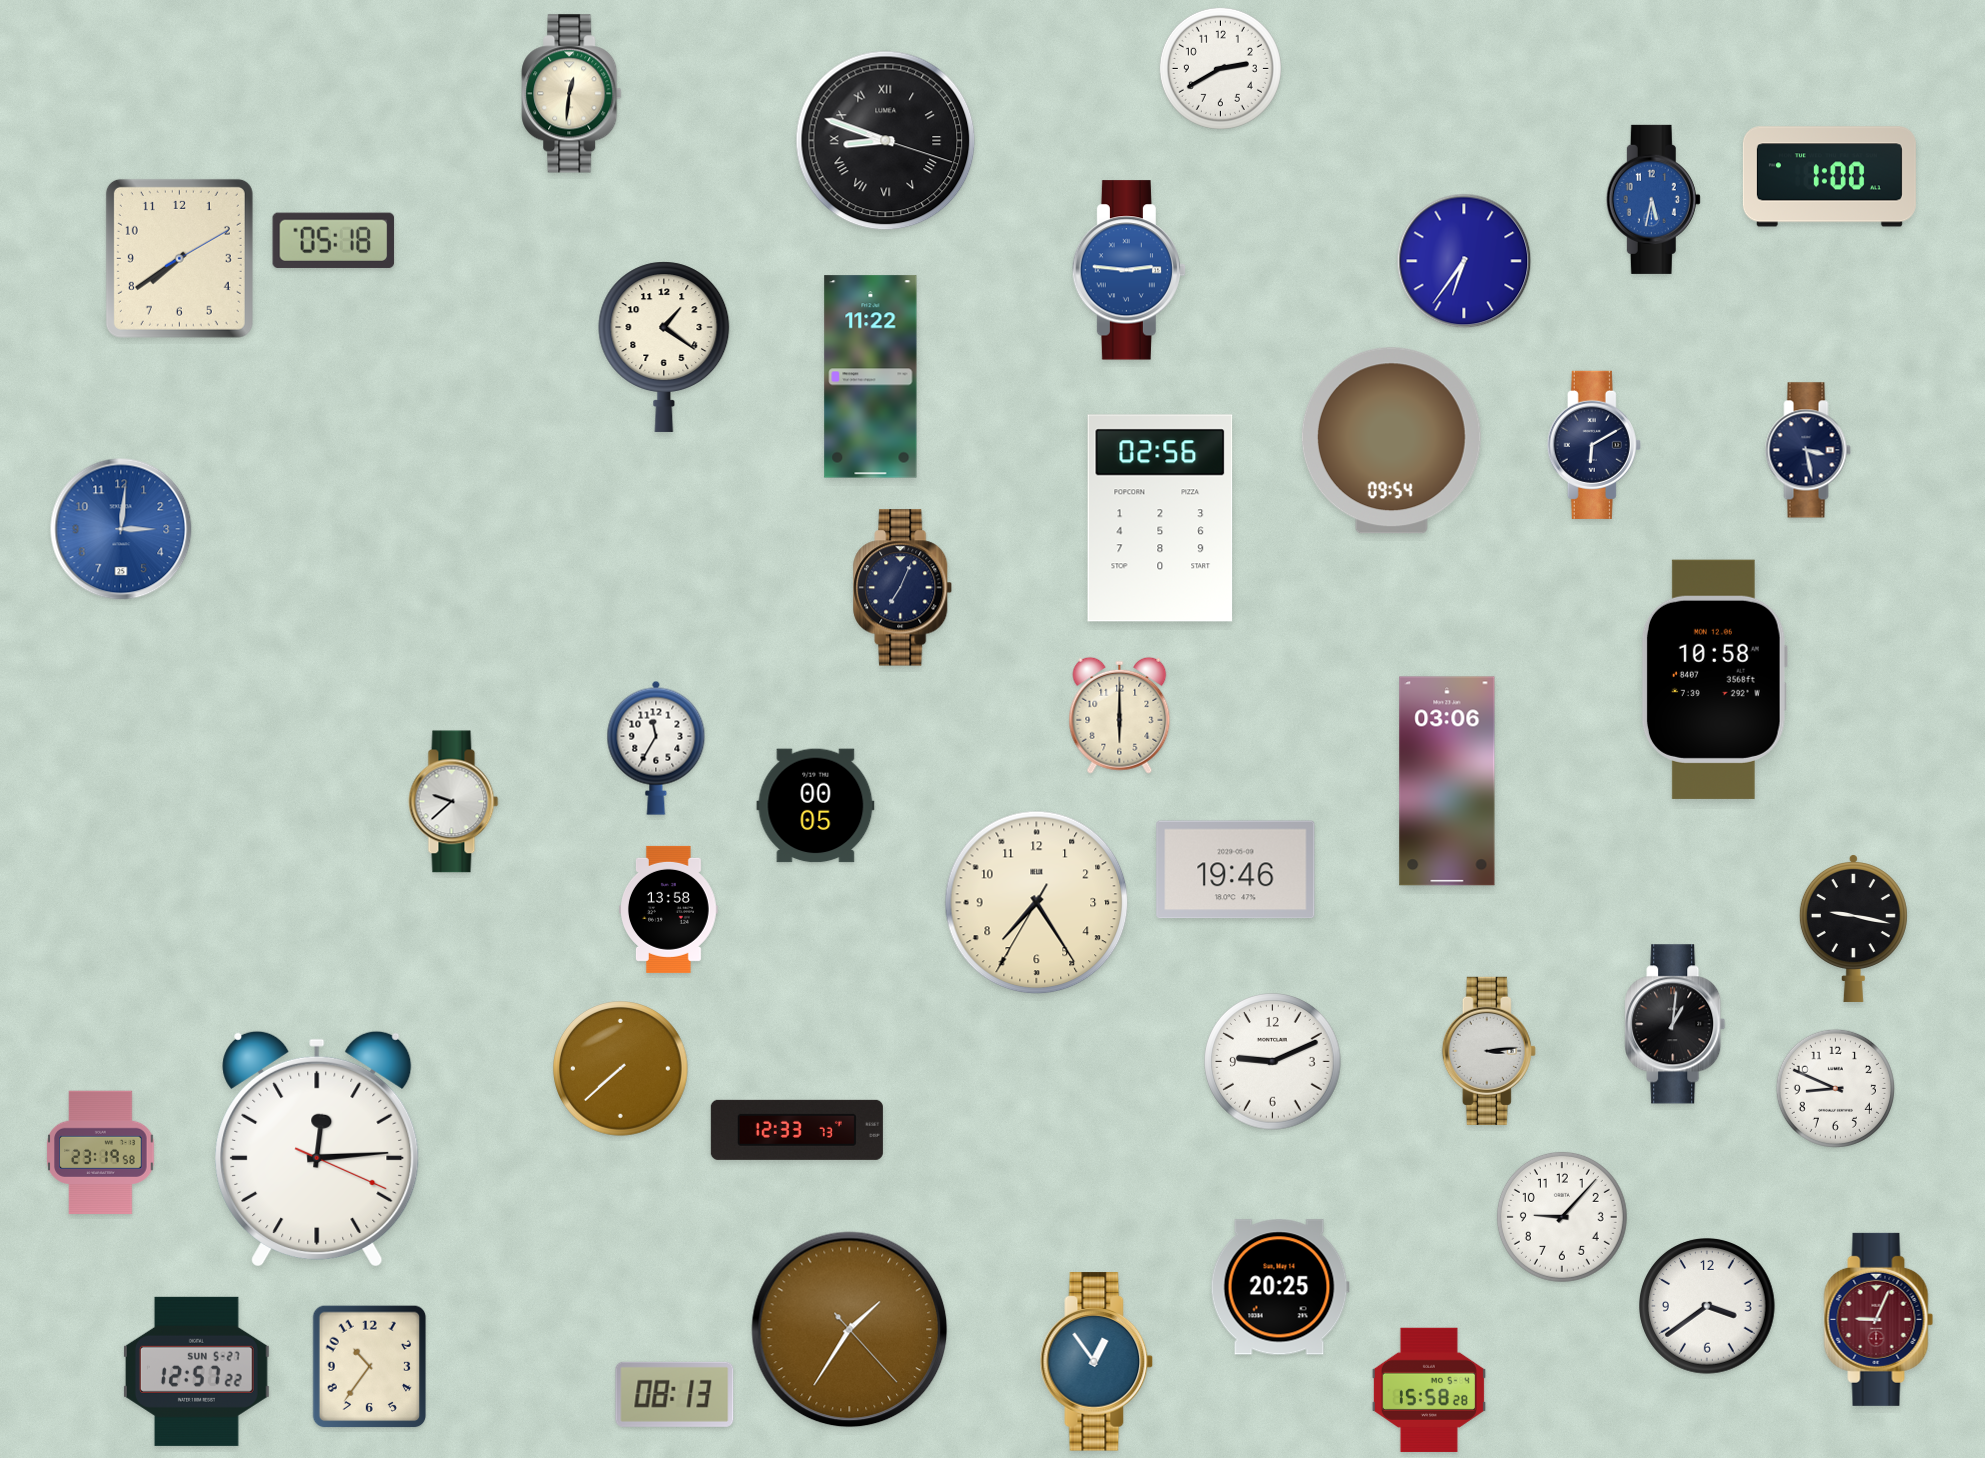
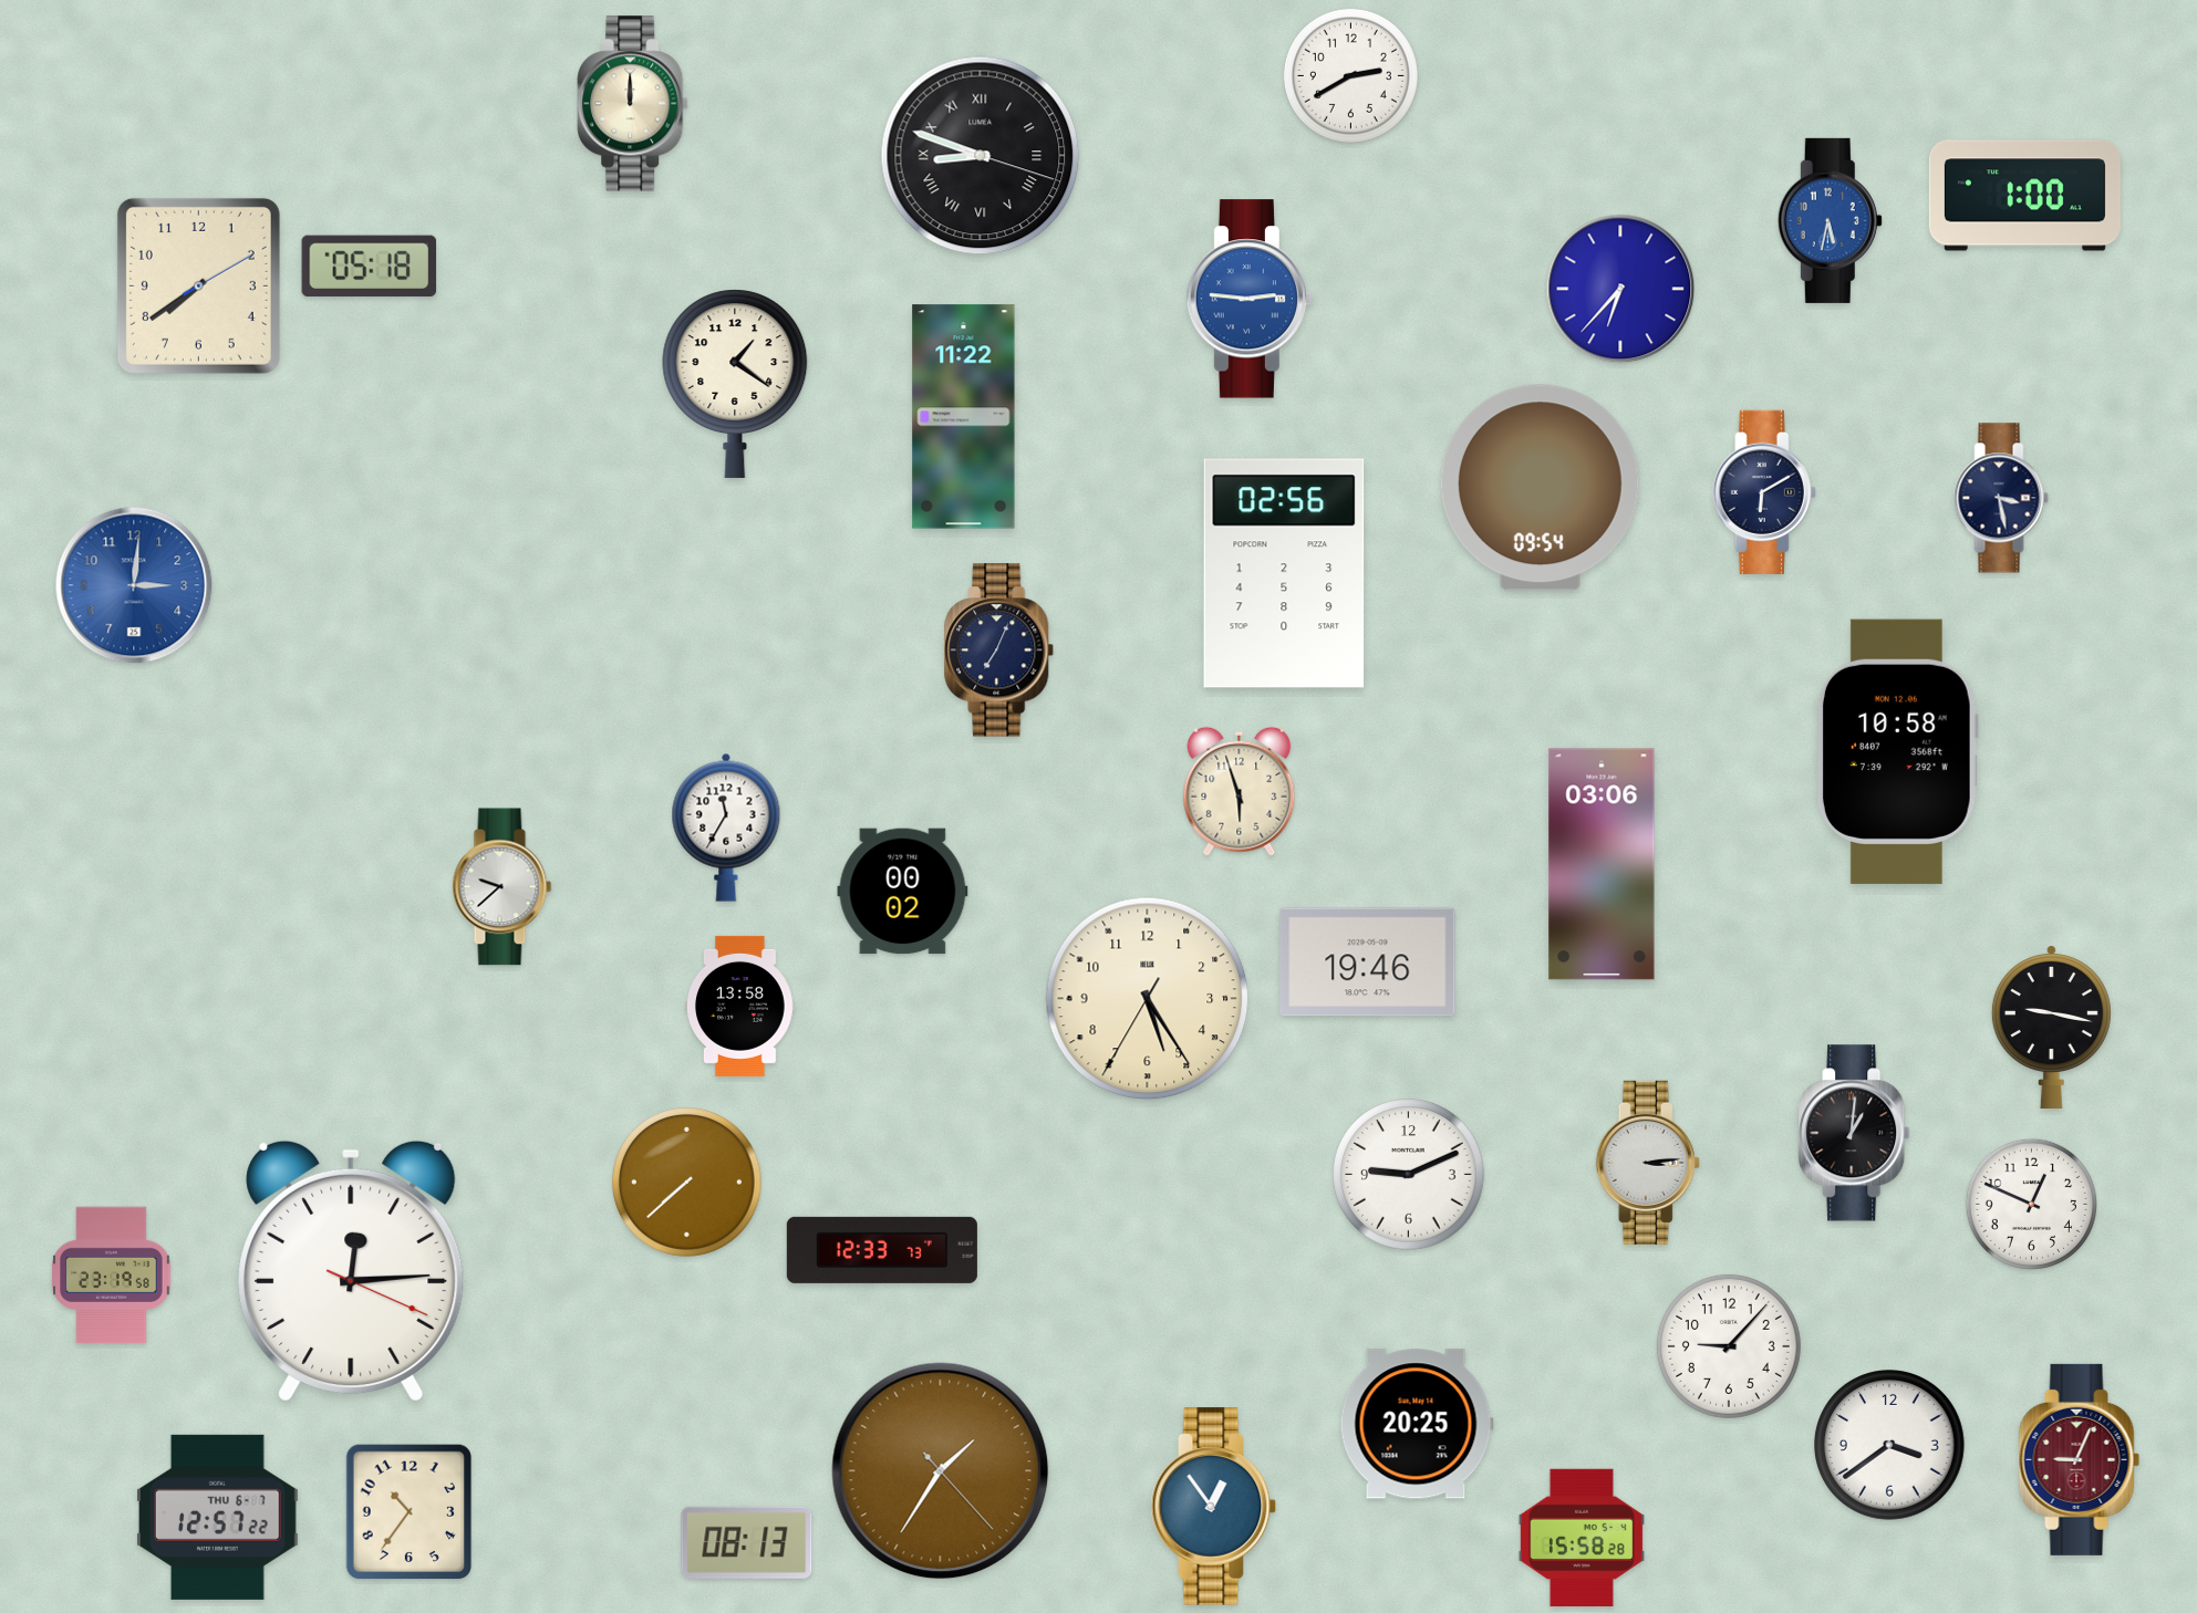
clock at (572, 94): 12:31 -> 12:00
clock at (1464, 261): 6:36 -> 6:37
clock at (1120, 715): 6:00 -> 5:57
clock at (816, 806): 00:05 -> 00:02
clock at (1037, 903): 7:24 -> 5:24
clock at (1835, 1088): 8:49 -> 12:49
clock at (196, 1371) date: SUN 5-27 -> THU 6-7
